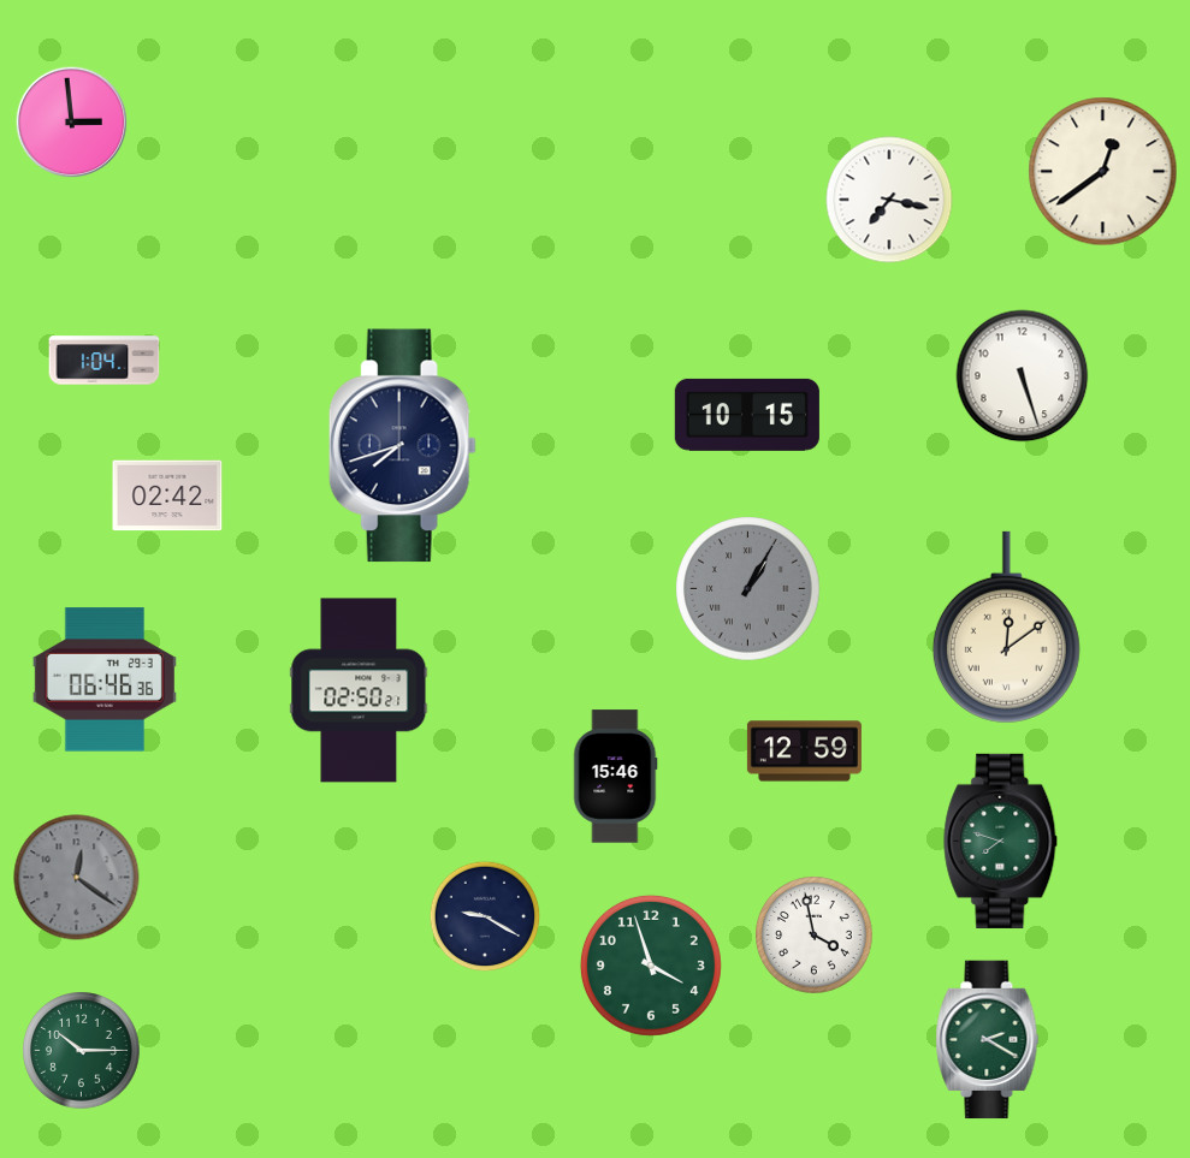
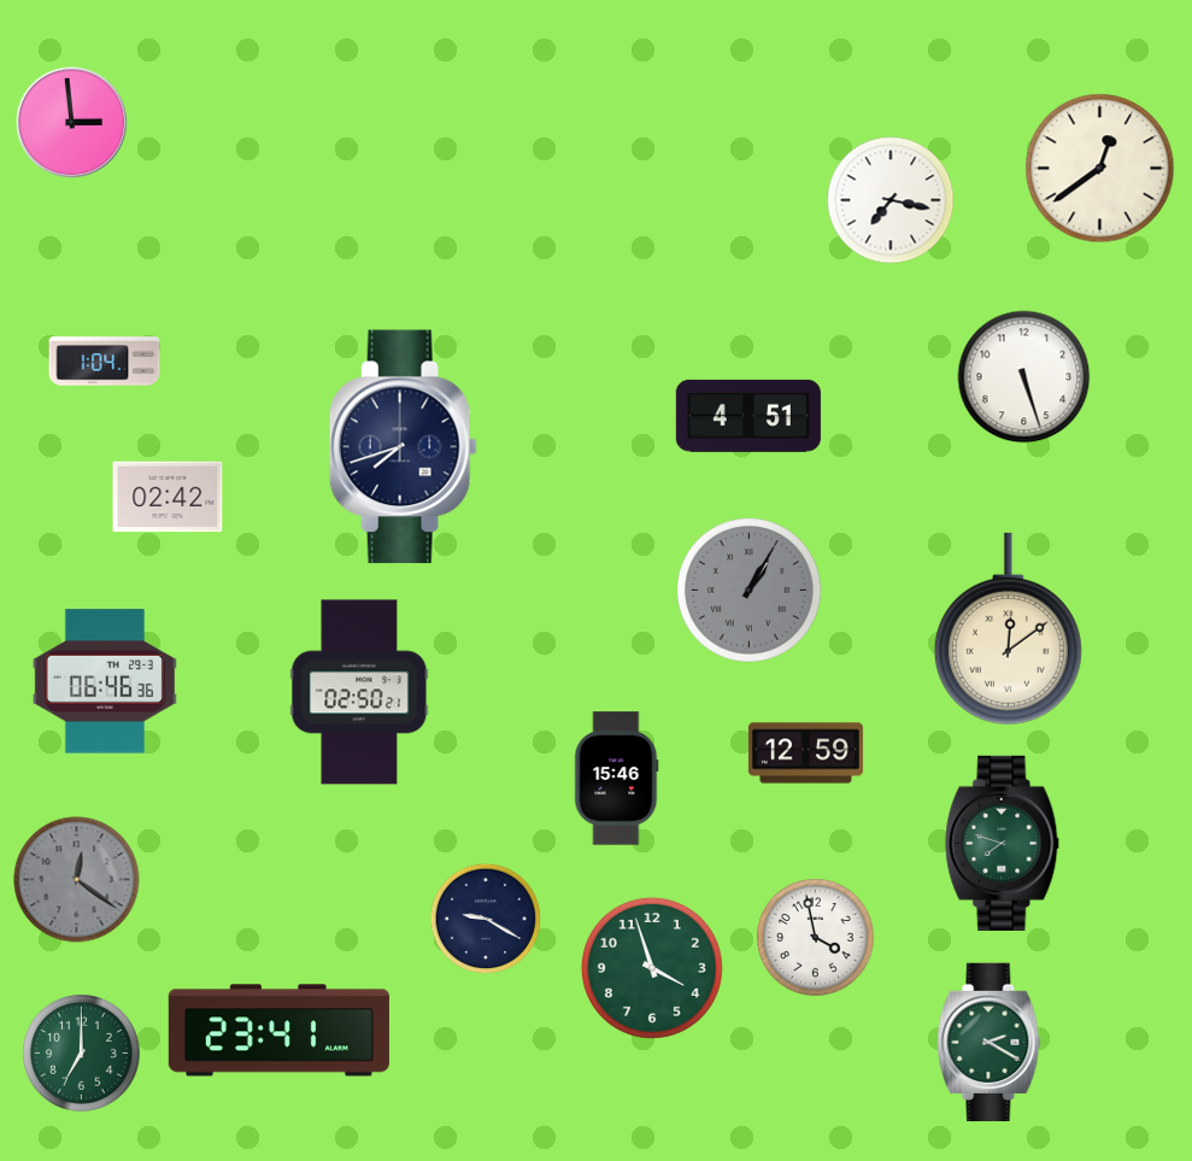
clock at (1103, 172) position: (1103, 172) -> (1100, 169)
clock at (747, 415): 10:15 -> 4:51
clock at (278, 1031): none -> 23:41
clock at (82, 1051): 10:15 -> 7:00
